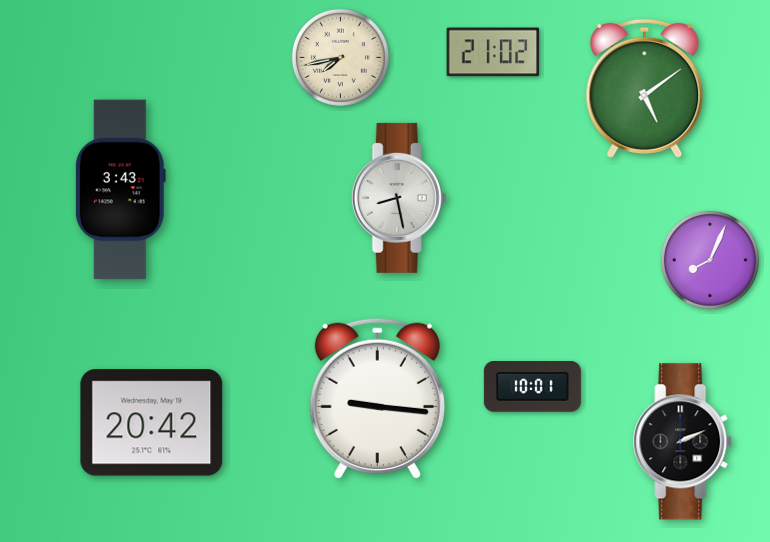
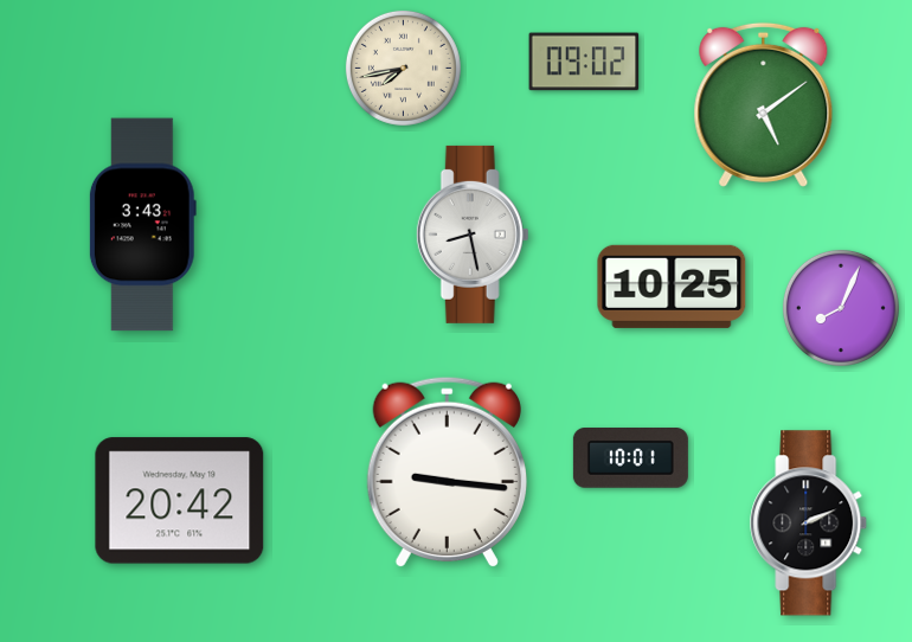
clock at (493, 52): 21:02 -> 09:02
clock at (672, 287): none -> 10:25
